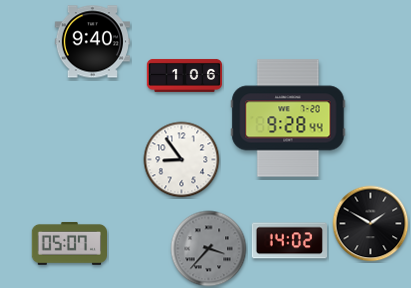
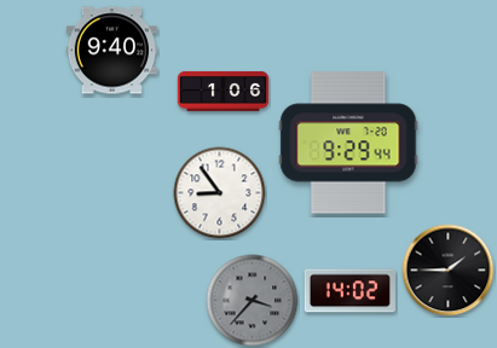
clock at (288, 118): 9:28 -> 9:29
clock at (371, 224): 1:50 -> 1:45
clock at (69, 243): 05:07 -> none
